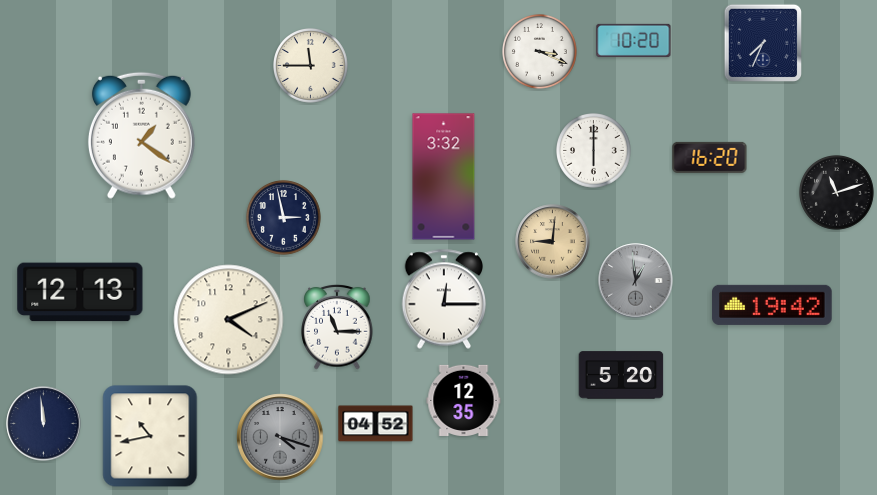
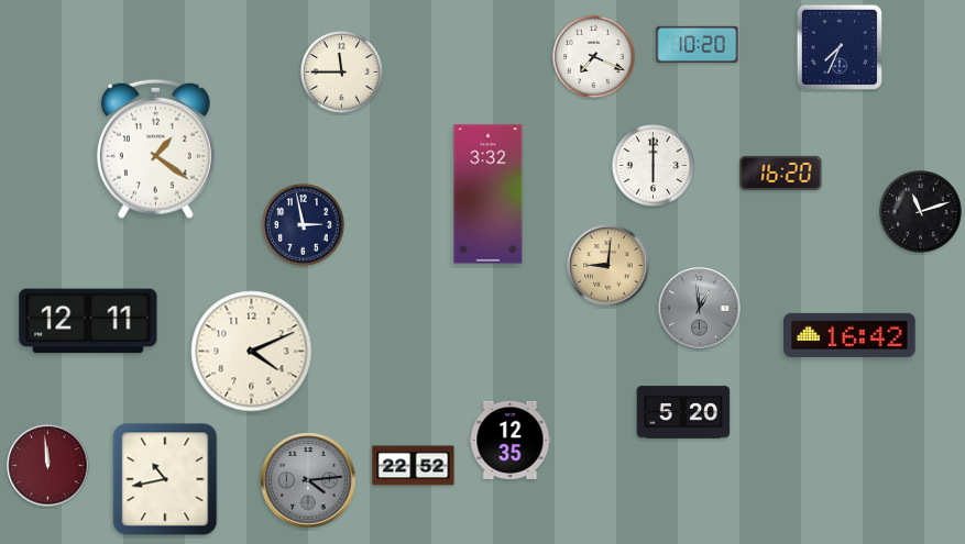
clock at (540, 52): 3:19 -> 7:19
clock at (284, 218) position: (284, 218) -> (304, 225)
clock at (80, 292): 12:13 -> 12:11
clock at (444, 299): 12:15 -> none
clock at (772, 305): 19:42 -> 16:42
clock at (337, 327): 11:15 -> none
clock at (44, 424) dial: navy -> burgundy
clock at (376, 424): 04:52 -> 22:52
clock at (280, 437): 4:18 -> 4:14
